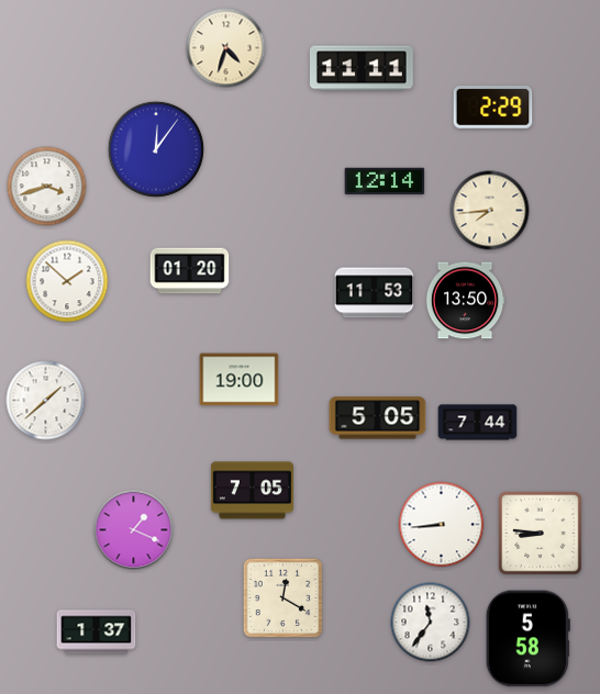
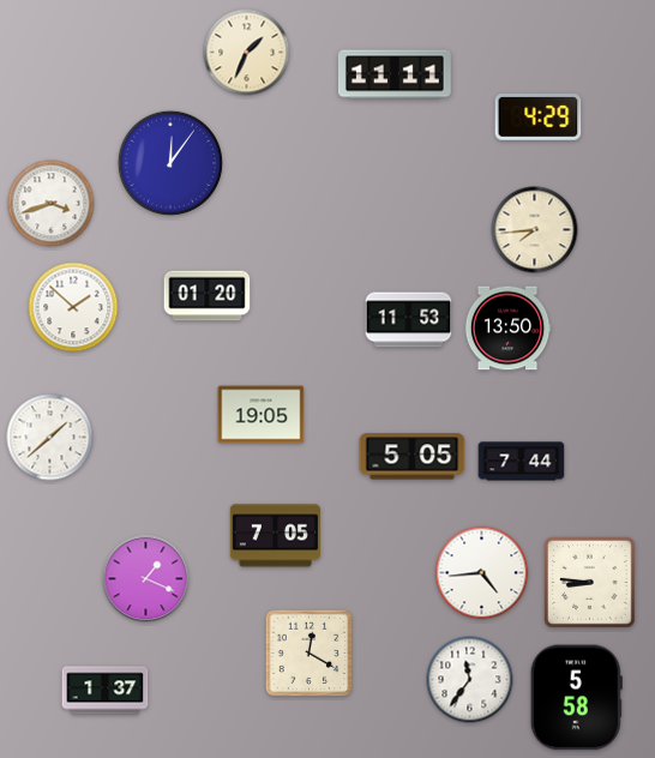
clock at (226, 48): 4:33 -> 1:34
clock at (493, 108): 2:29 -> 4:29
clock at (385, 181): 12:14 -> none
clock at (240, 380): 19:00 -> 19:05
clock at (442, 525): 8:44 -> 4:44
